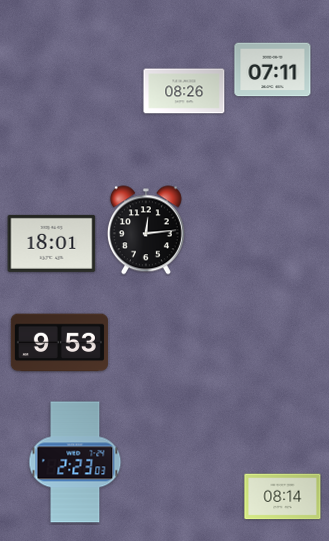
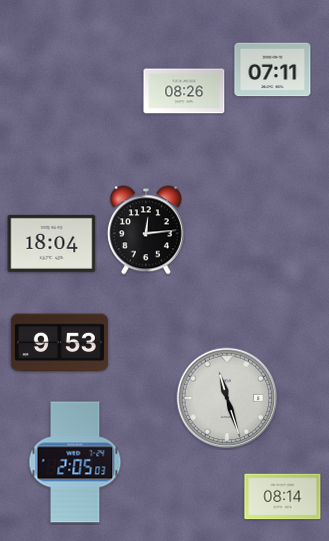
clock at (52, 243): 18:01 -> 18:04
clock at (227, 398): none -> 11:27
clock at (75, 462): 2:23 -> 2:05
